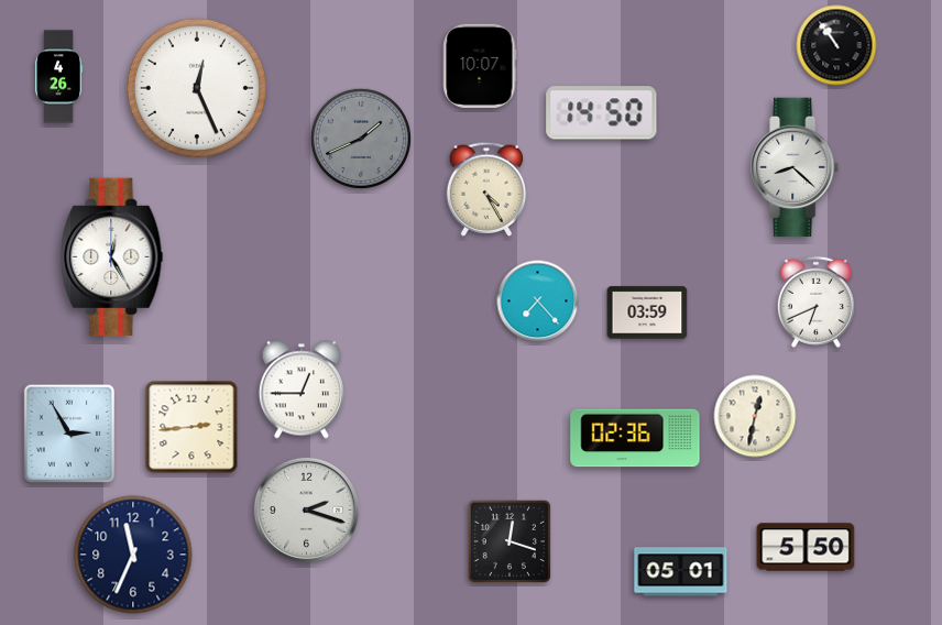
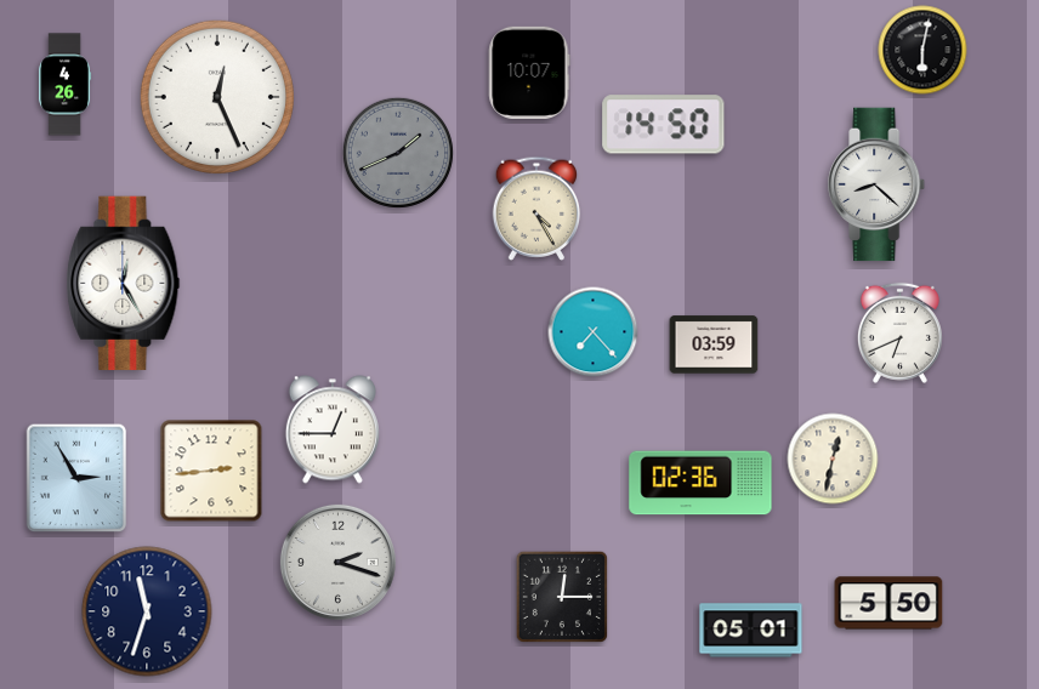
clock at (836, 45): 10:54 -> 6:02
clock at (510, 541): 12:18 -> 12:15
clock at (133, 555): 11:34 -> 11:33
